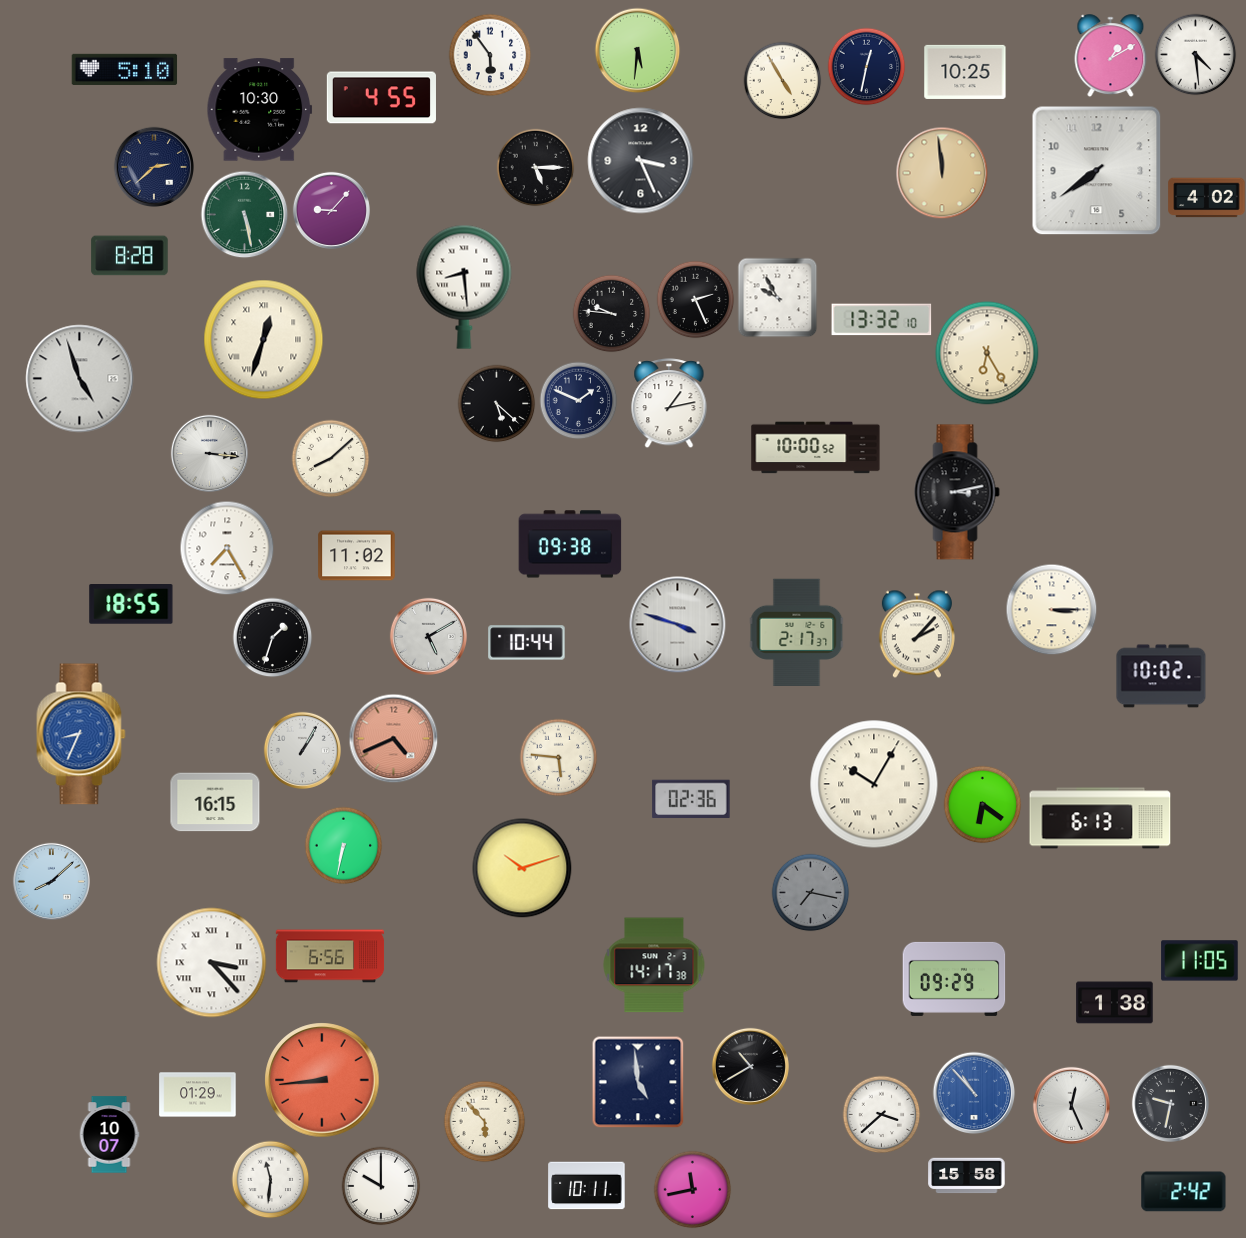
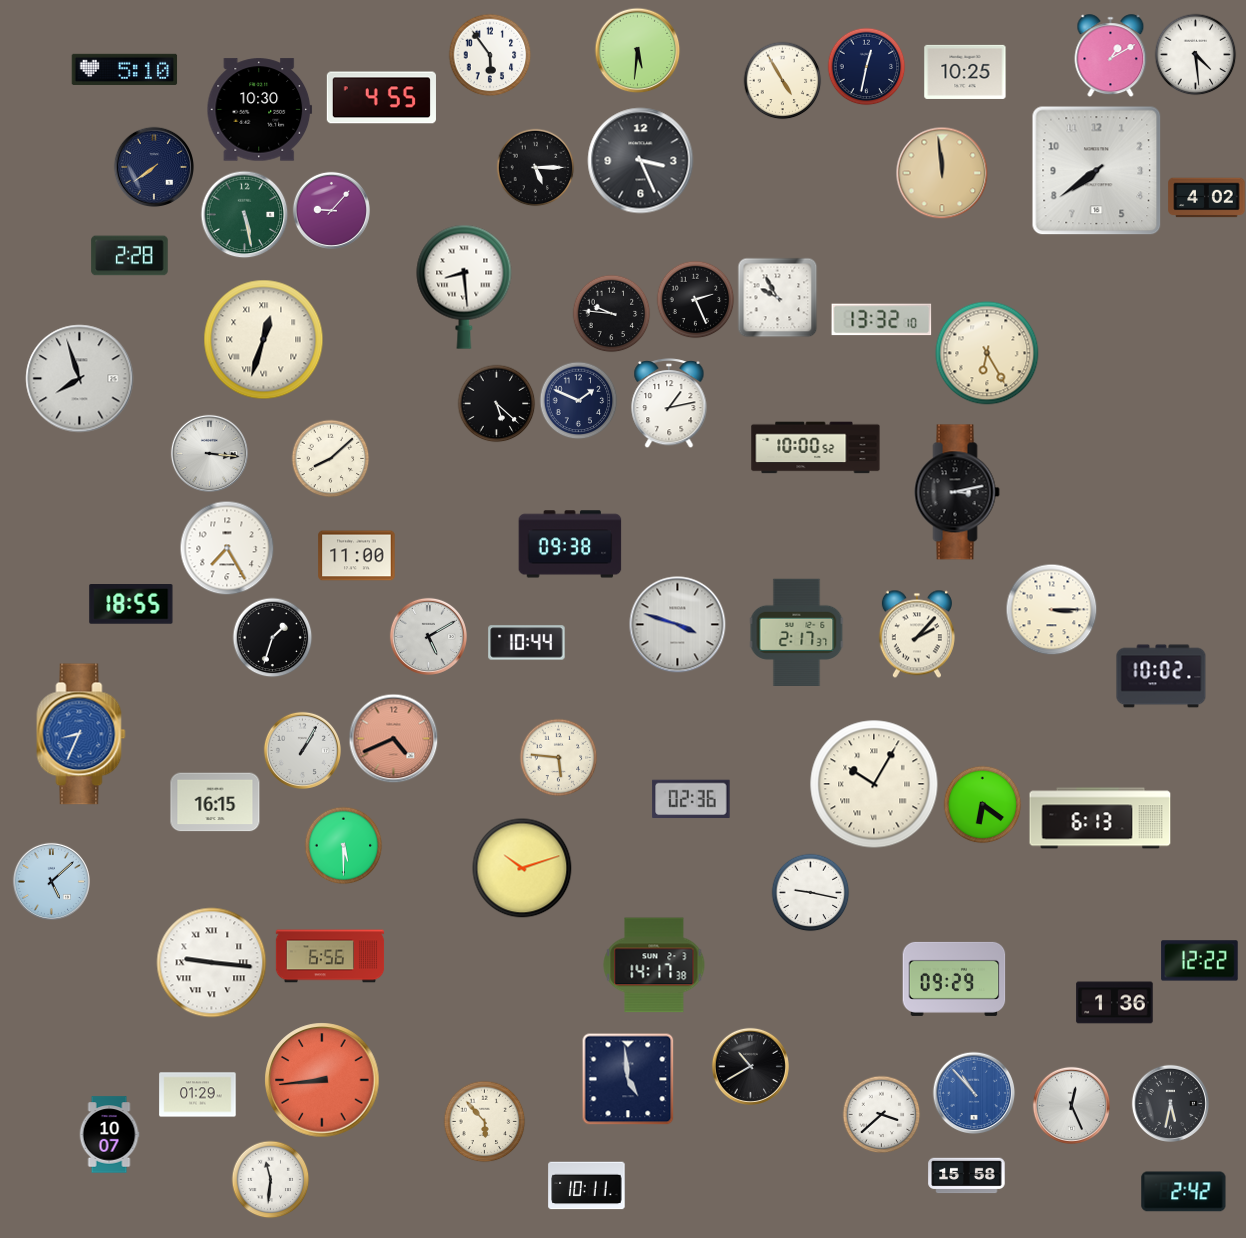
clock at (153, 166): 2:38 -> 7:39
clock at (130, 256): 8:28 -> 2:28
clock at (80, 379): 4:57 -> 7:57
clock at (357, 556): 11:02 -> 11:00
clock at (343, 845): 6:32 -> 5:30
clock at (51, 881): 8:08 -> 5:08
clock at (810, 892): 7:17 -> 9:17
clock at (810, 892) dial: grey -> white
clock at (1200, 961): 11:05 -> 12:22
clock at (212, 963): 3:23 -> 9:16
clock at (1115, 1003): 1:38 -> 1:36
clock at (638, 1082) position: (638, 1082) -> (628, 1079)
clock at (1170, 1103): 9:32 -> 5:32
clock at (381, 1186): 10:00 -> none
clock at (692, 1189): 11:43 -> none
